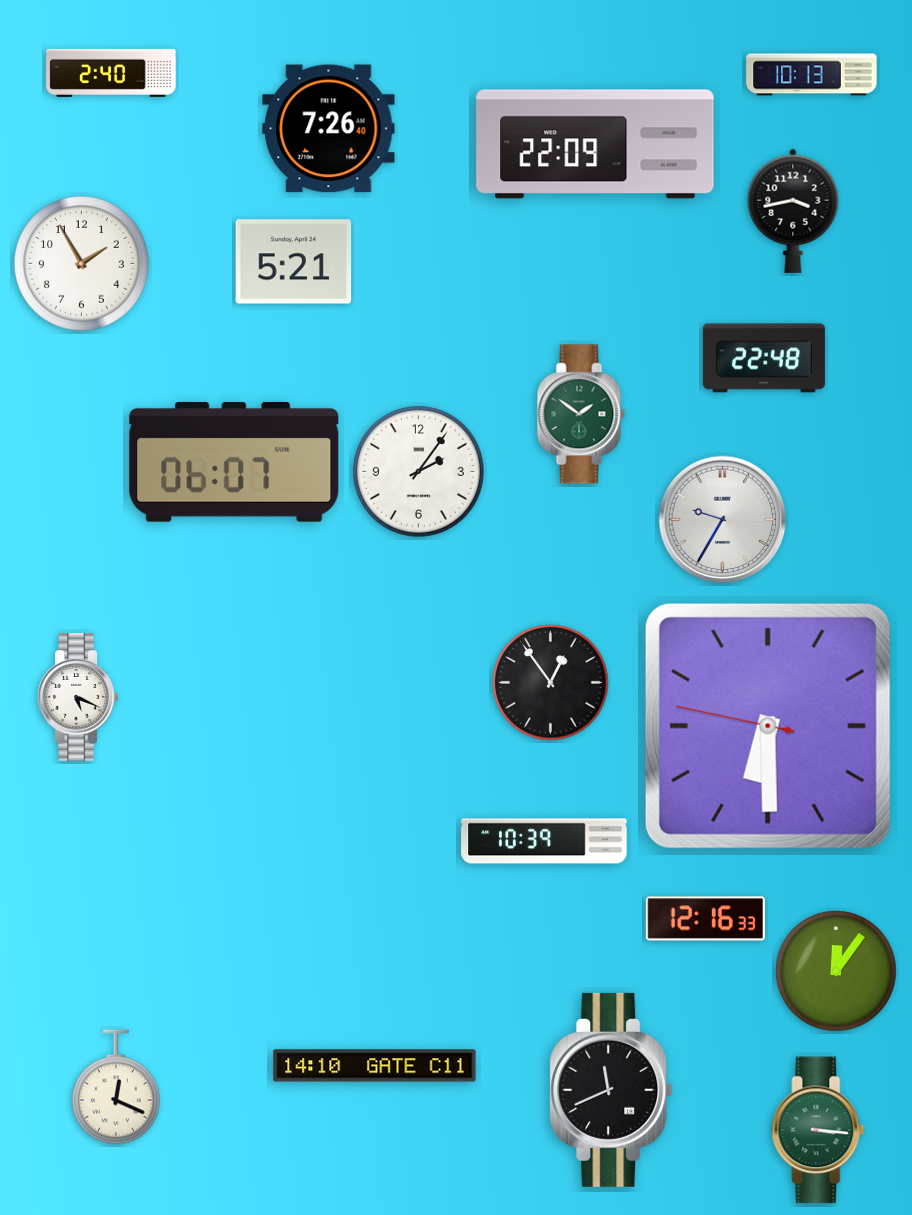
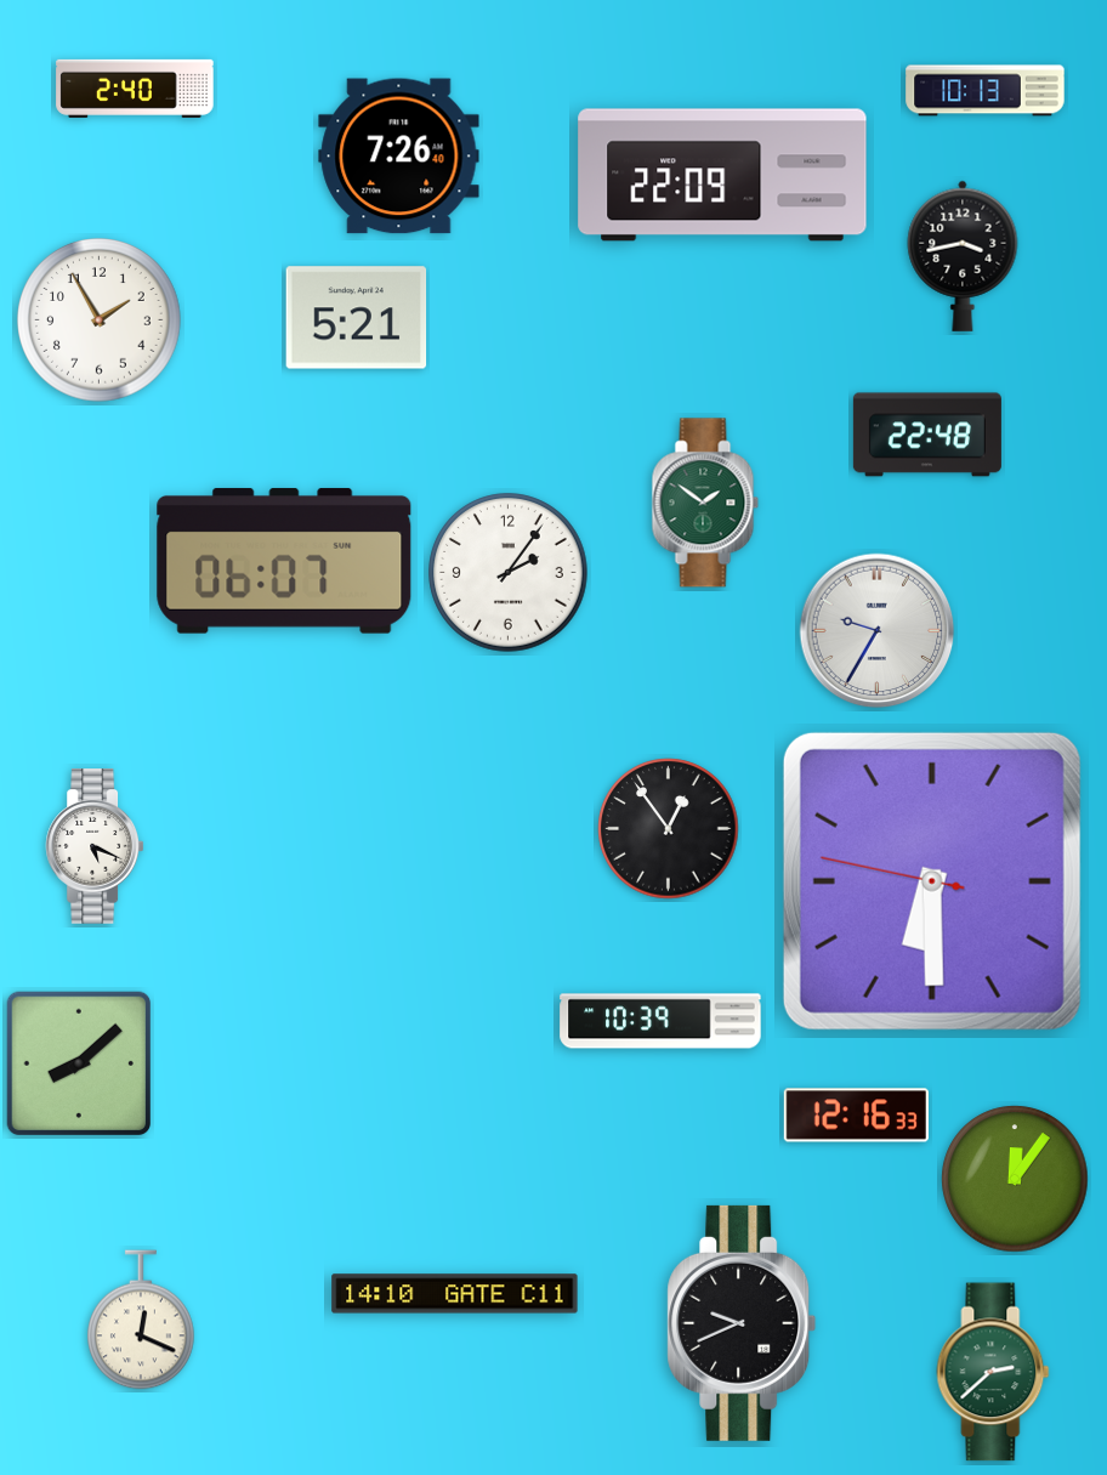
clock at (79, 1063): none -> 8:08
clock at (611, 1090): 11:41 -> 9:41
clock at (818, 1130): 3:16 -> 2:38
